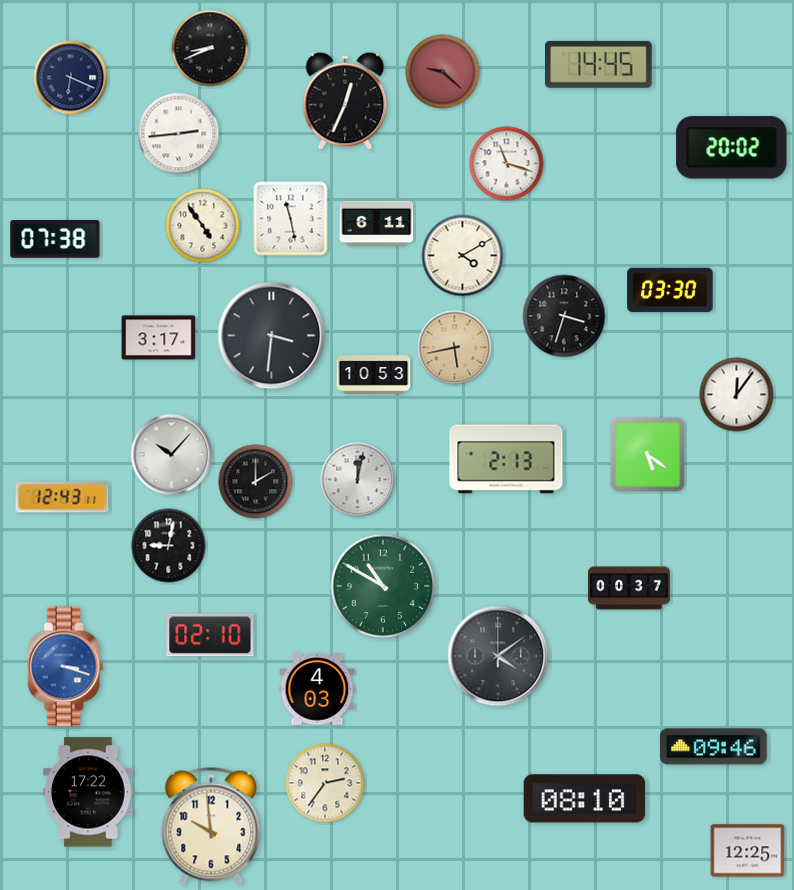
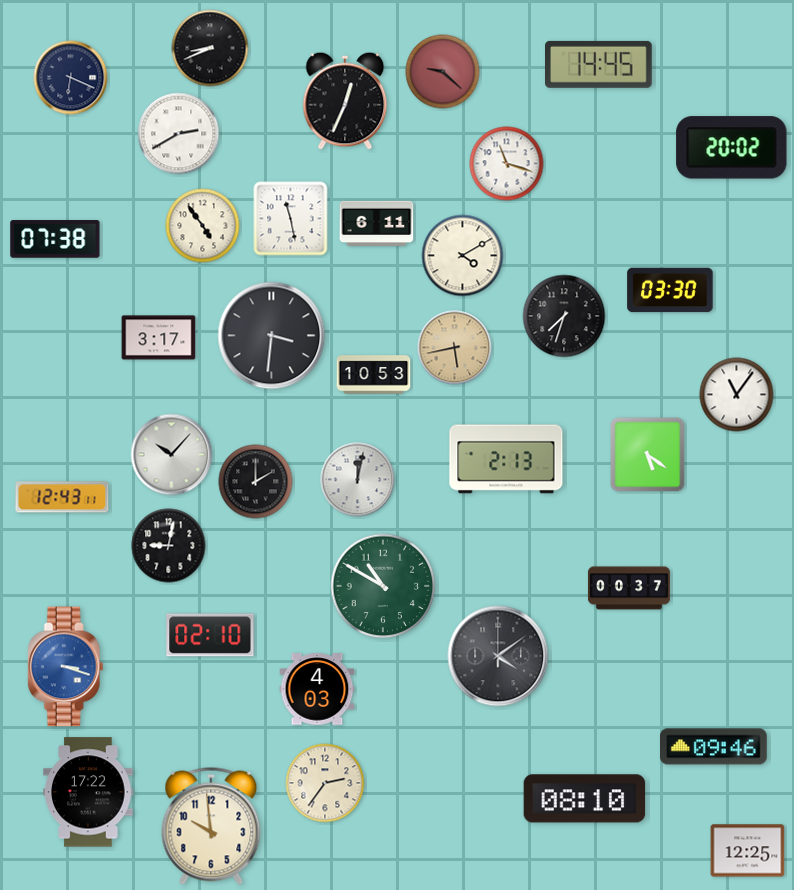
clock at (179, 134): 2:44 -> 2:40
clock at (564, 316): 3:33 -> 7:33
clock at (737, 395): 12:06 -> 11:06
